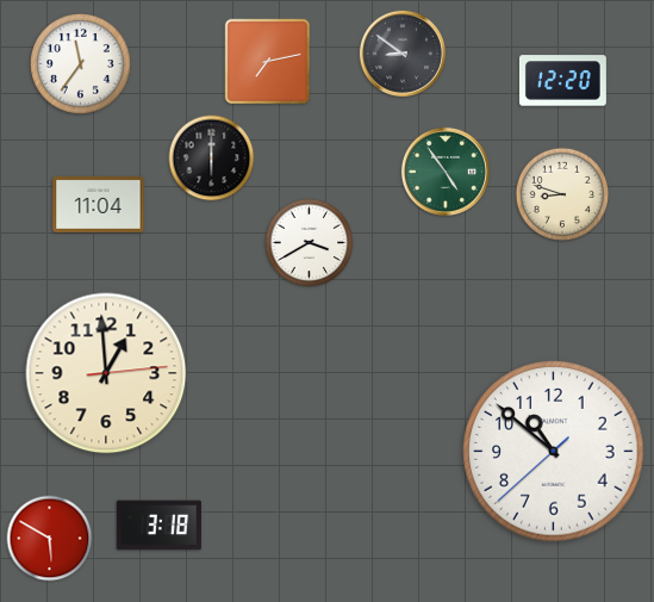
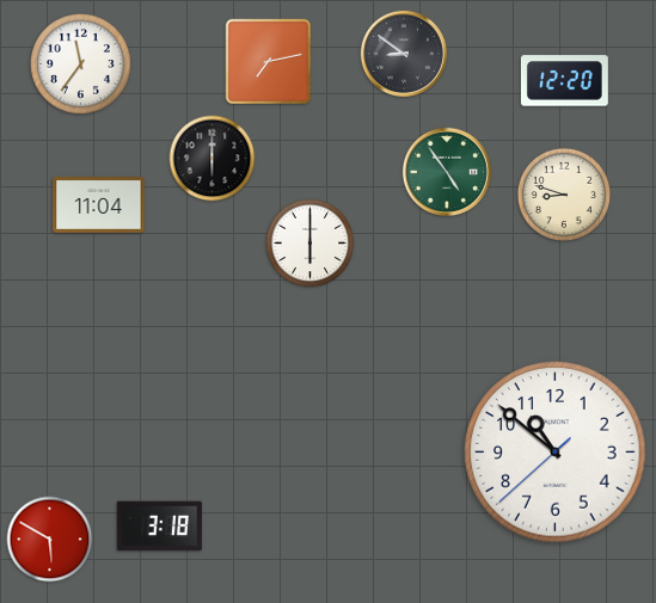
clock at (310, 243): 3:40 -> 6:00
clock at (106, 373): 12:59 -> none
